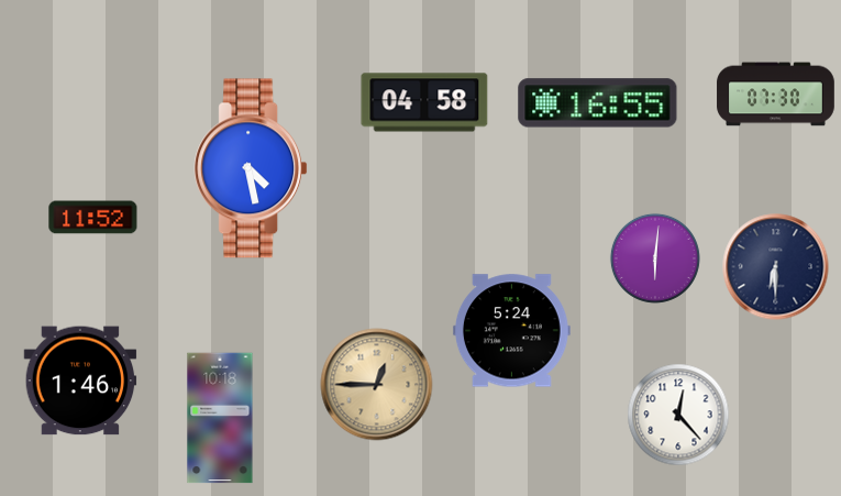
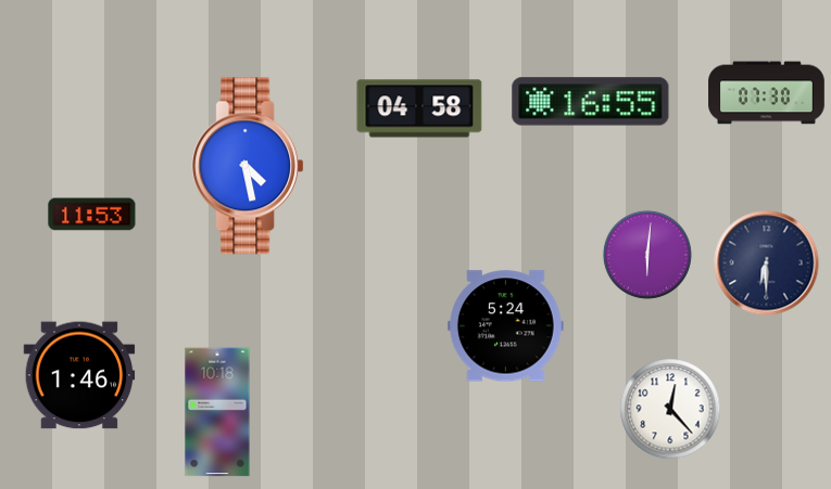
clock at (424, 102) position: (424, 102) -> (419, 108)
clock at (93, 218): 11:52 -> 11:53
clock at (377, 385): 12:45 -> none
